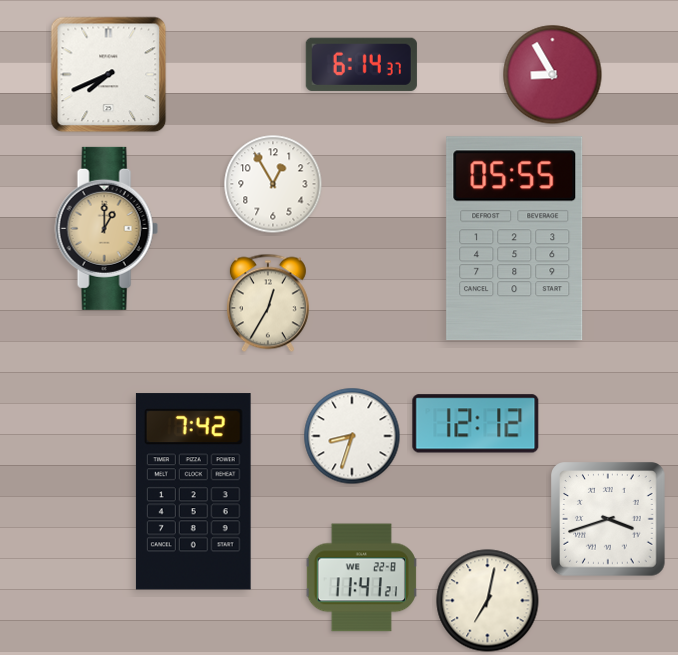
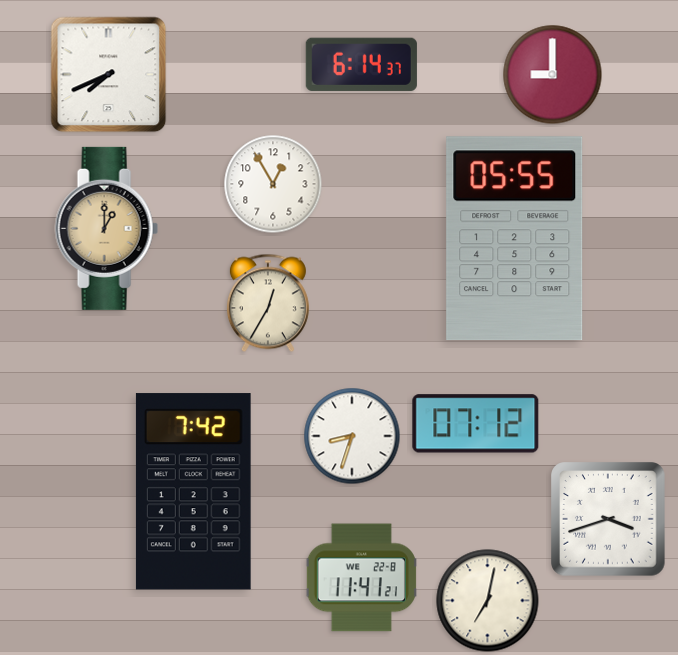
clock at (553, 75): 8:55 -> 9:00
clock at (476, 424): 12:12 -> 07:12
